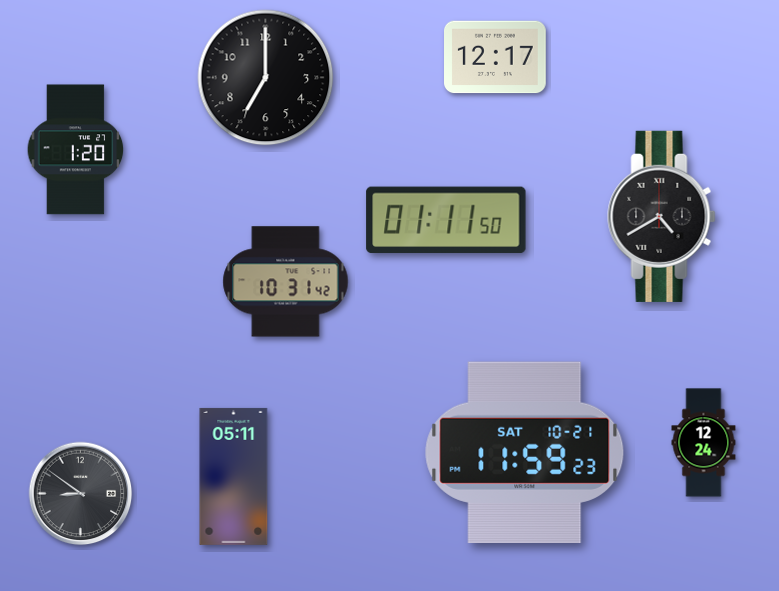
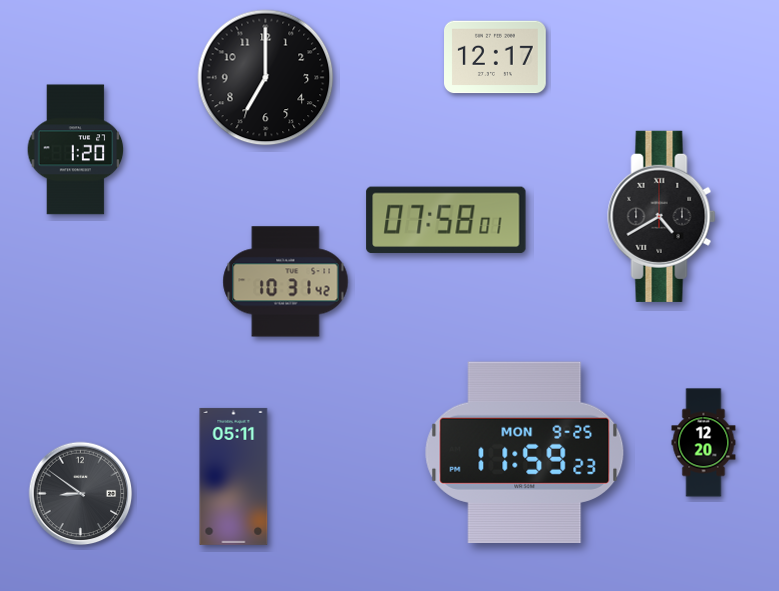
clock at (446, 220): 01:11 -> 07:58
clock at (704, 443): 12:24 -> 12:20
clock at (525, 452) date: SAT 10-21 -> MON 9-25
